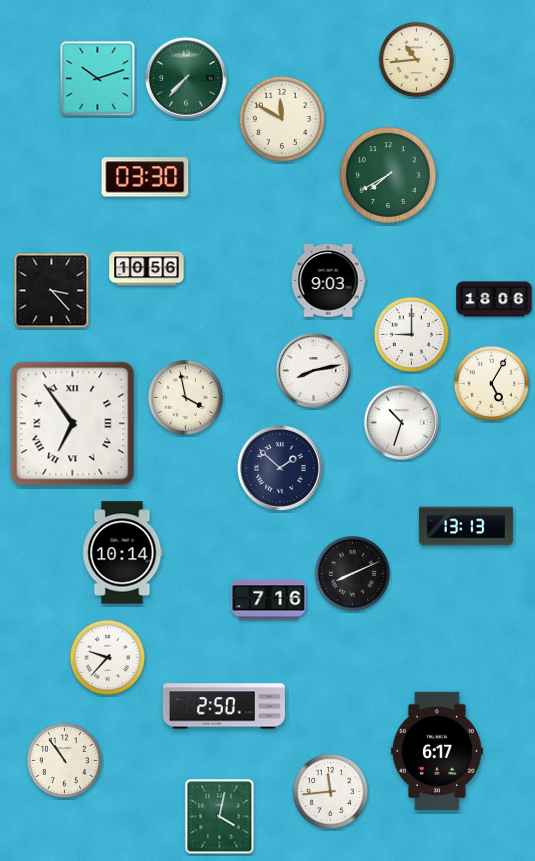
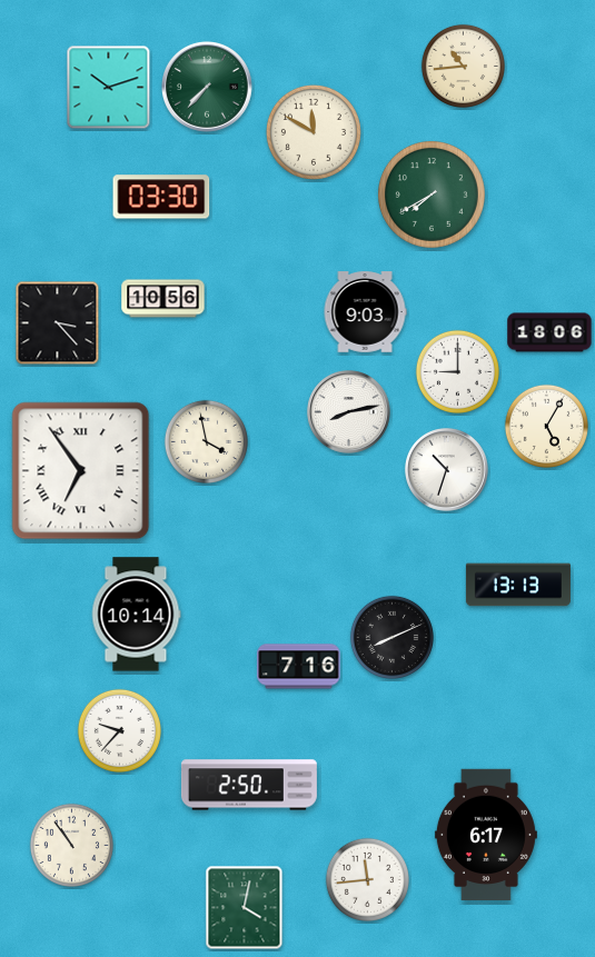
clock at (280, 468): 1:52 -> none
